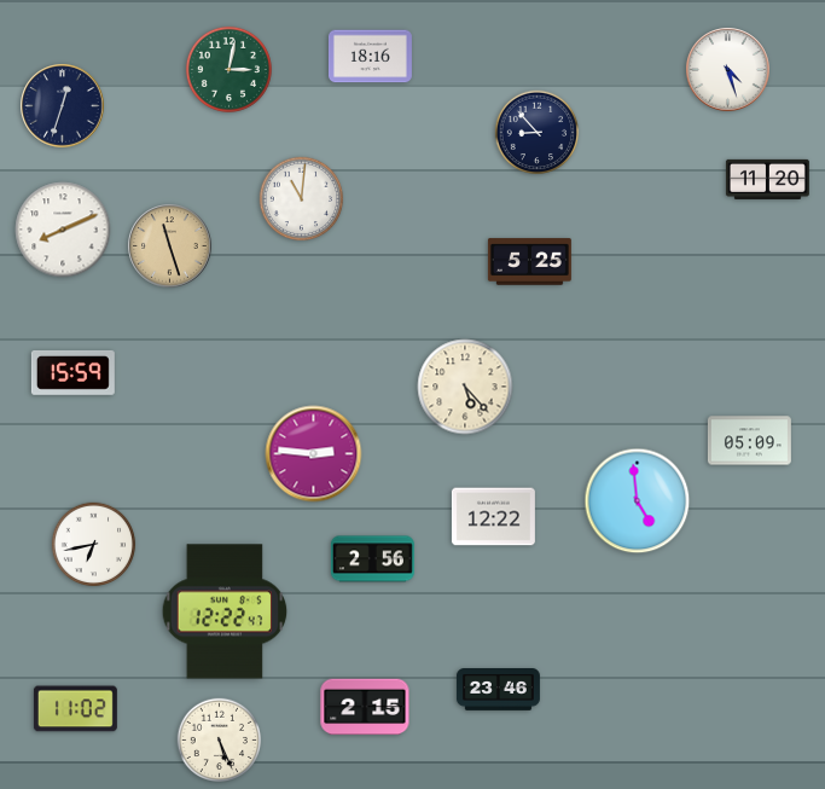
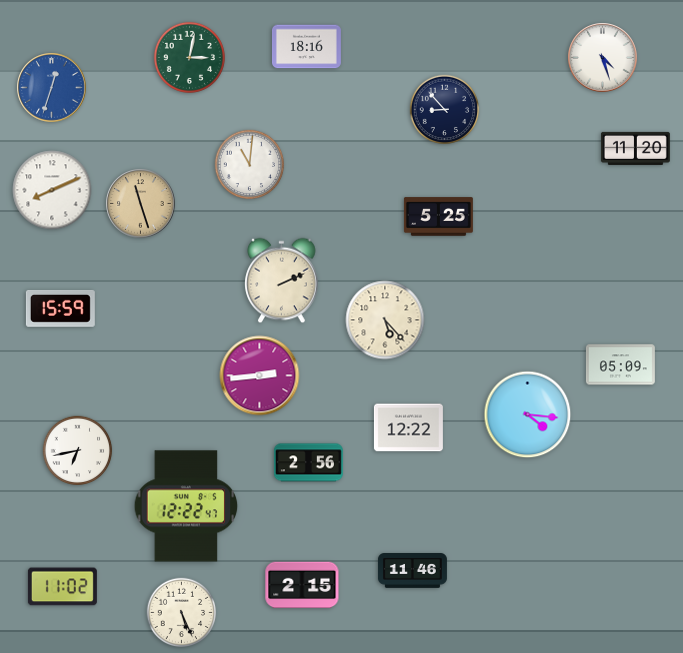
clock at (63, 106) dial: navy -> blue
clock at (282, 281): none -> 2:11
clock at (314, 454): 2:46 -> 2:44
clock at (638, 501): 4:59 -> 4:16
clock at (498, 690): 23:46 -> 11:46
